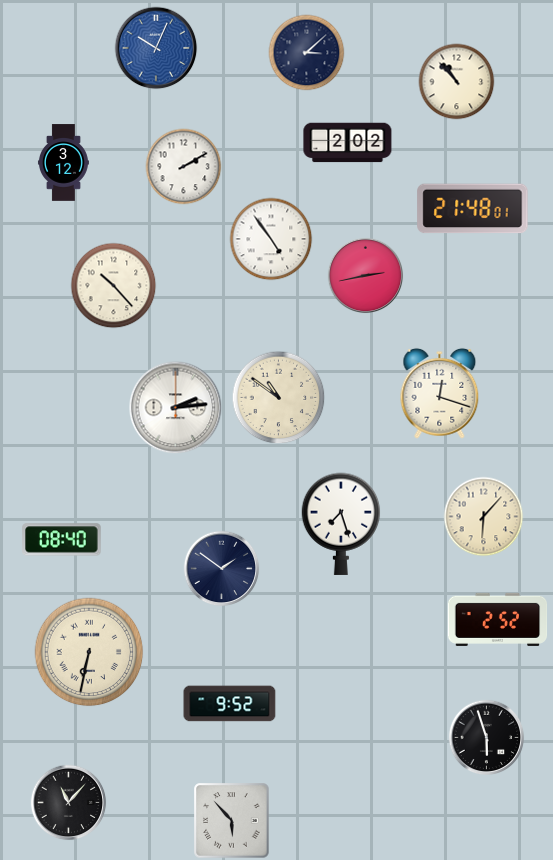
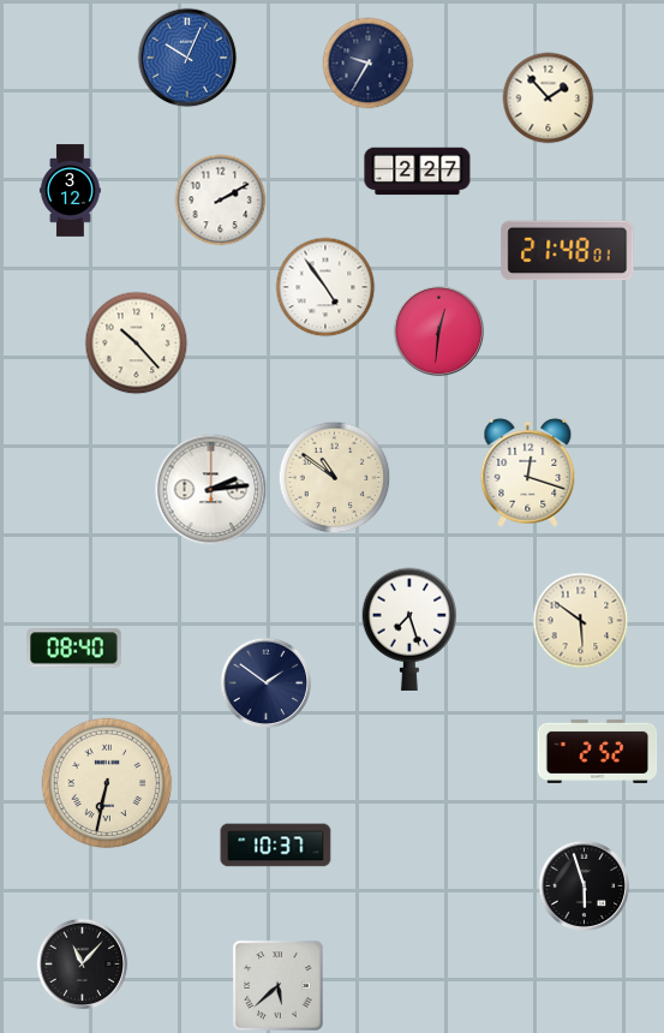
clock at (307, 53): 3:08 -> 9:35
clock at (457, 82): 10:53 -> 1:53
clock at (348, 143): 2:02 -> 2:27
clock at (63, 163) position: (63, 163) -> (70, 191)
clock at (366, 276): 2:43 -> 12:31
clock at (484, 517): 6:07 -> 5:51
clock at (498, 619) position: (498, 619) -> (598, 751)
clock at (230, 704): 9:52 -> 10:37
clock at (232, 821): 5:53 -> 5:38
